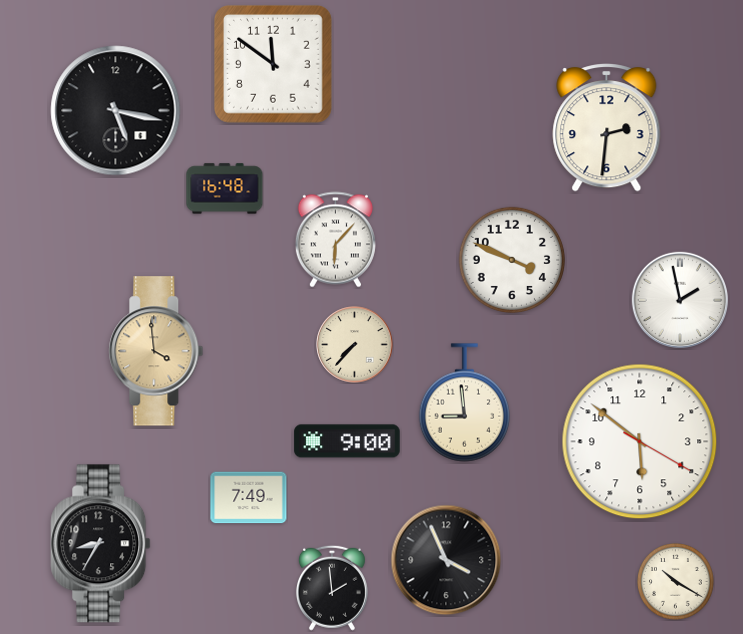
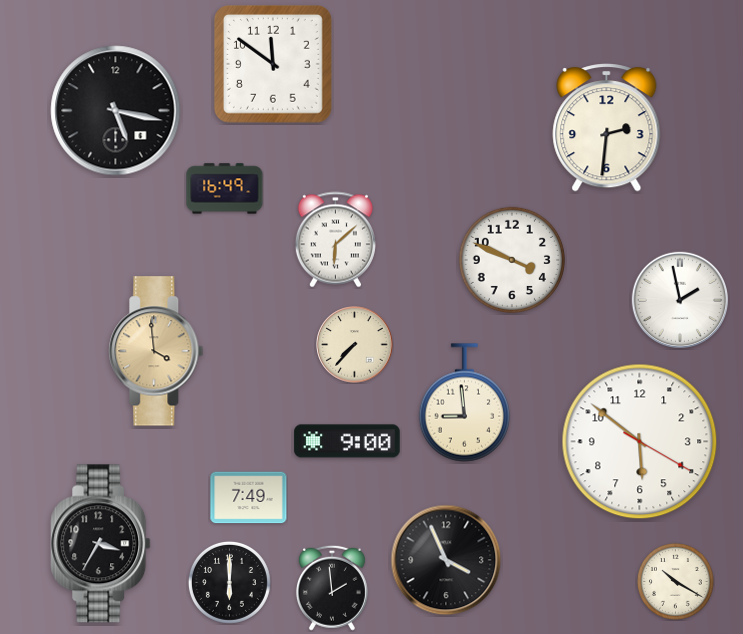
clock at (225, 189): 16:48 -> 16:49
clock at (335, 240): 6:07 -> 6:08
clock at (101, 544): 8:35 -> 3:35
clock at (229, 582): none -> 6:00
